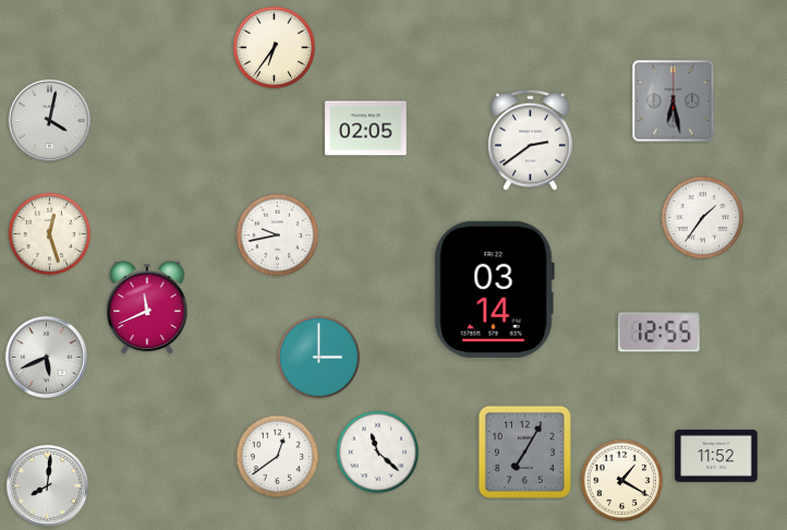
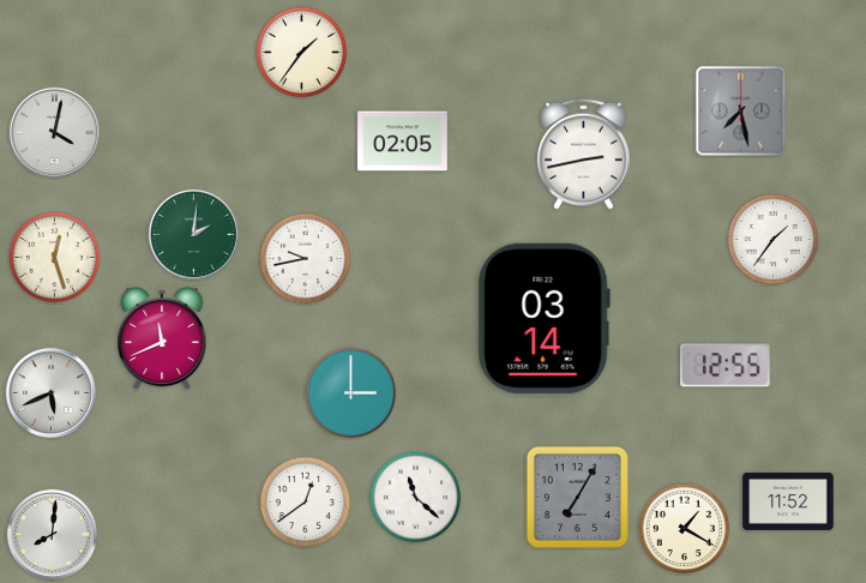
clock at (275, 48): 6:36 -> 1:36
clock at (674, 101): 6:28 -> 7:28
clock at (531, 140): 2:39 -> 2:43
clock at (193, 234): none -> 2:01
